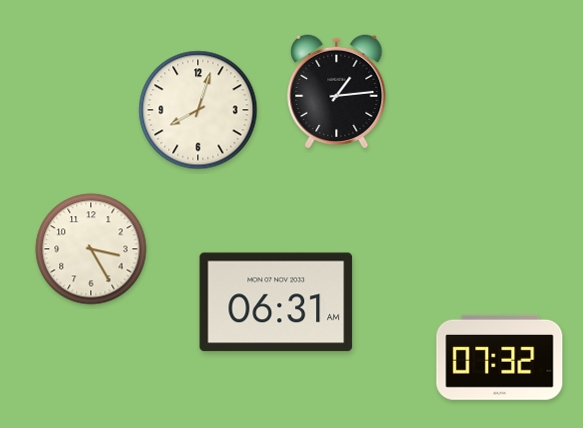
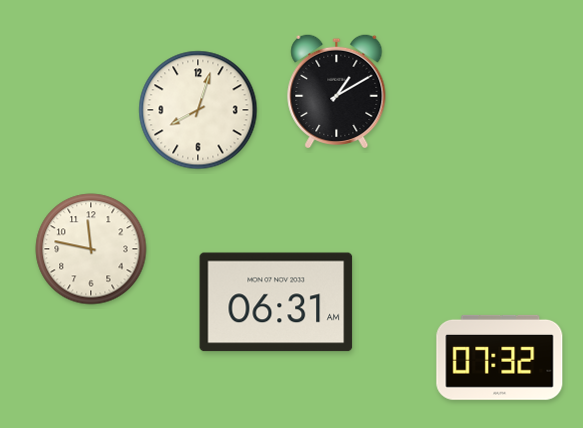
clock at (337, 90): 1:14 -> 1:10
clock at (91, 249): 3:25 -> 11:47
